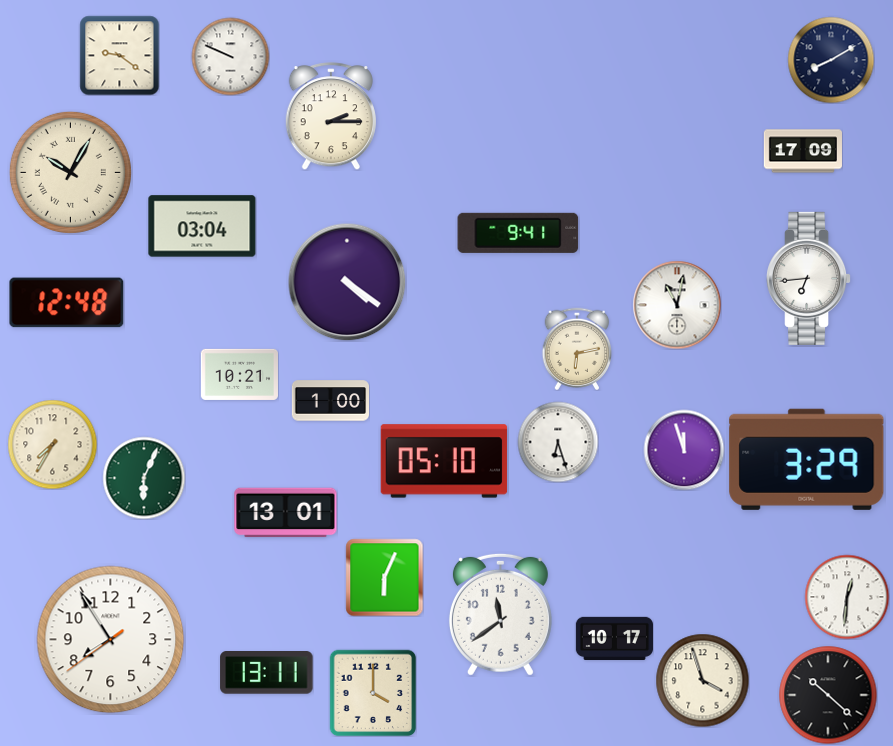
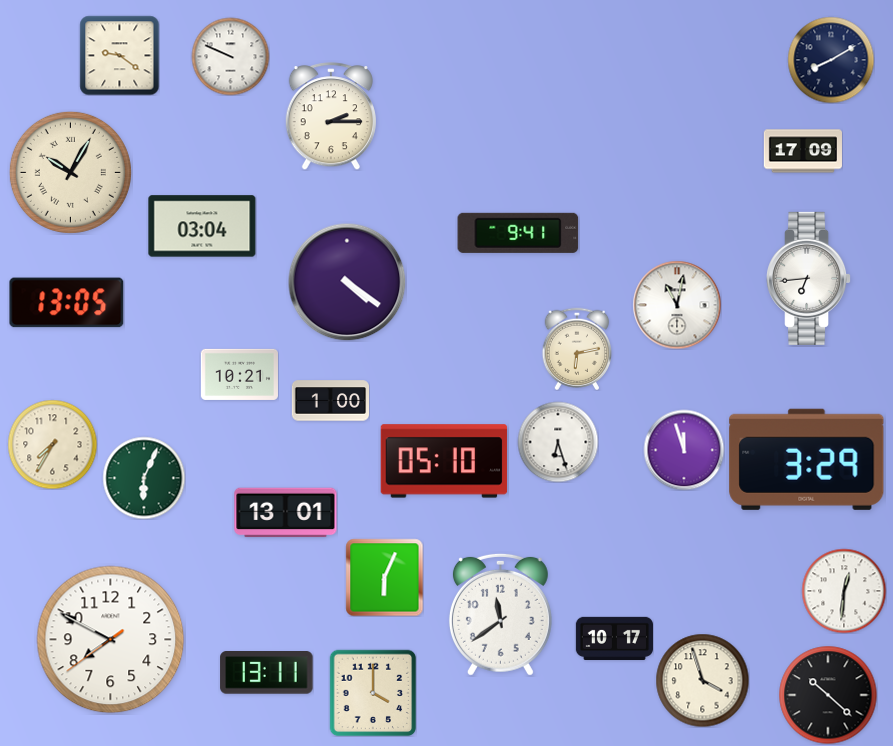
clock at (67, 303): 12:48 -> 13:05
clock at (847, 597) position: (847, 597) -> (844, 591)
clock at (111, 640): 7:54 -> 7:49
